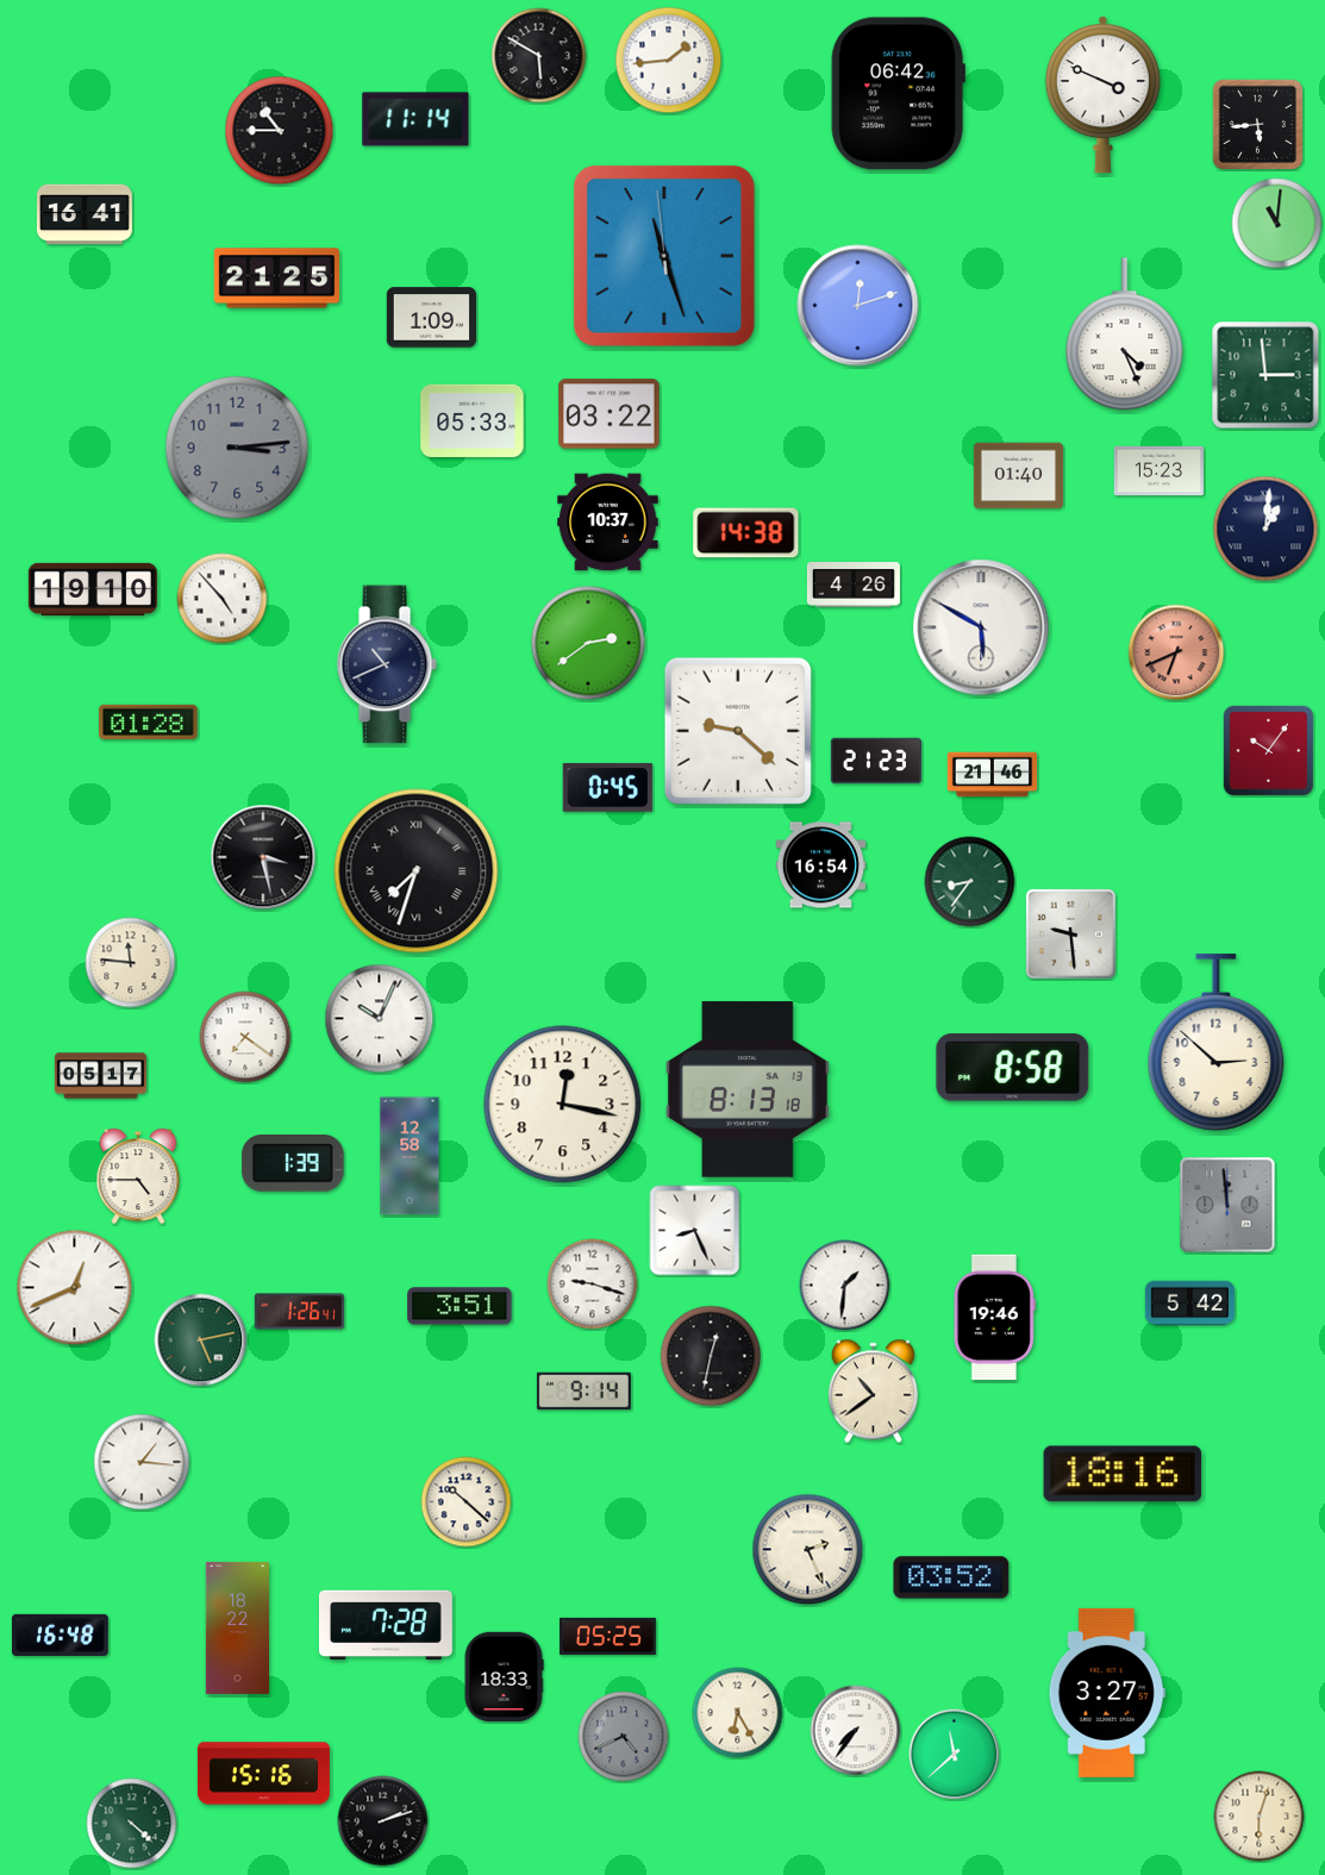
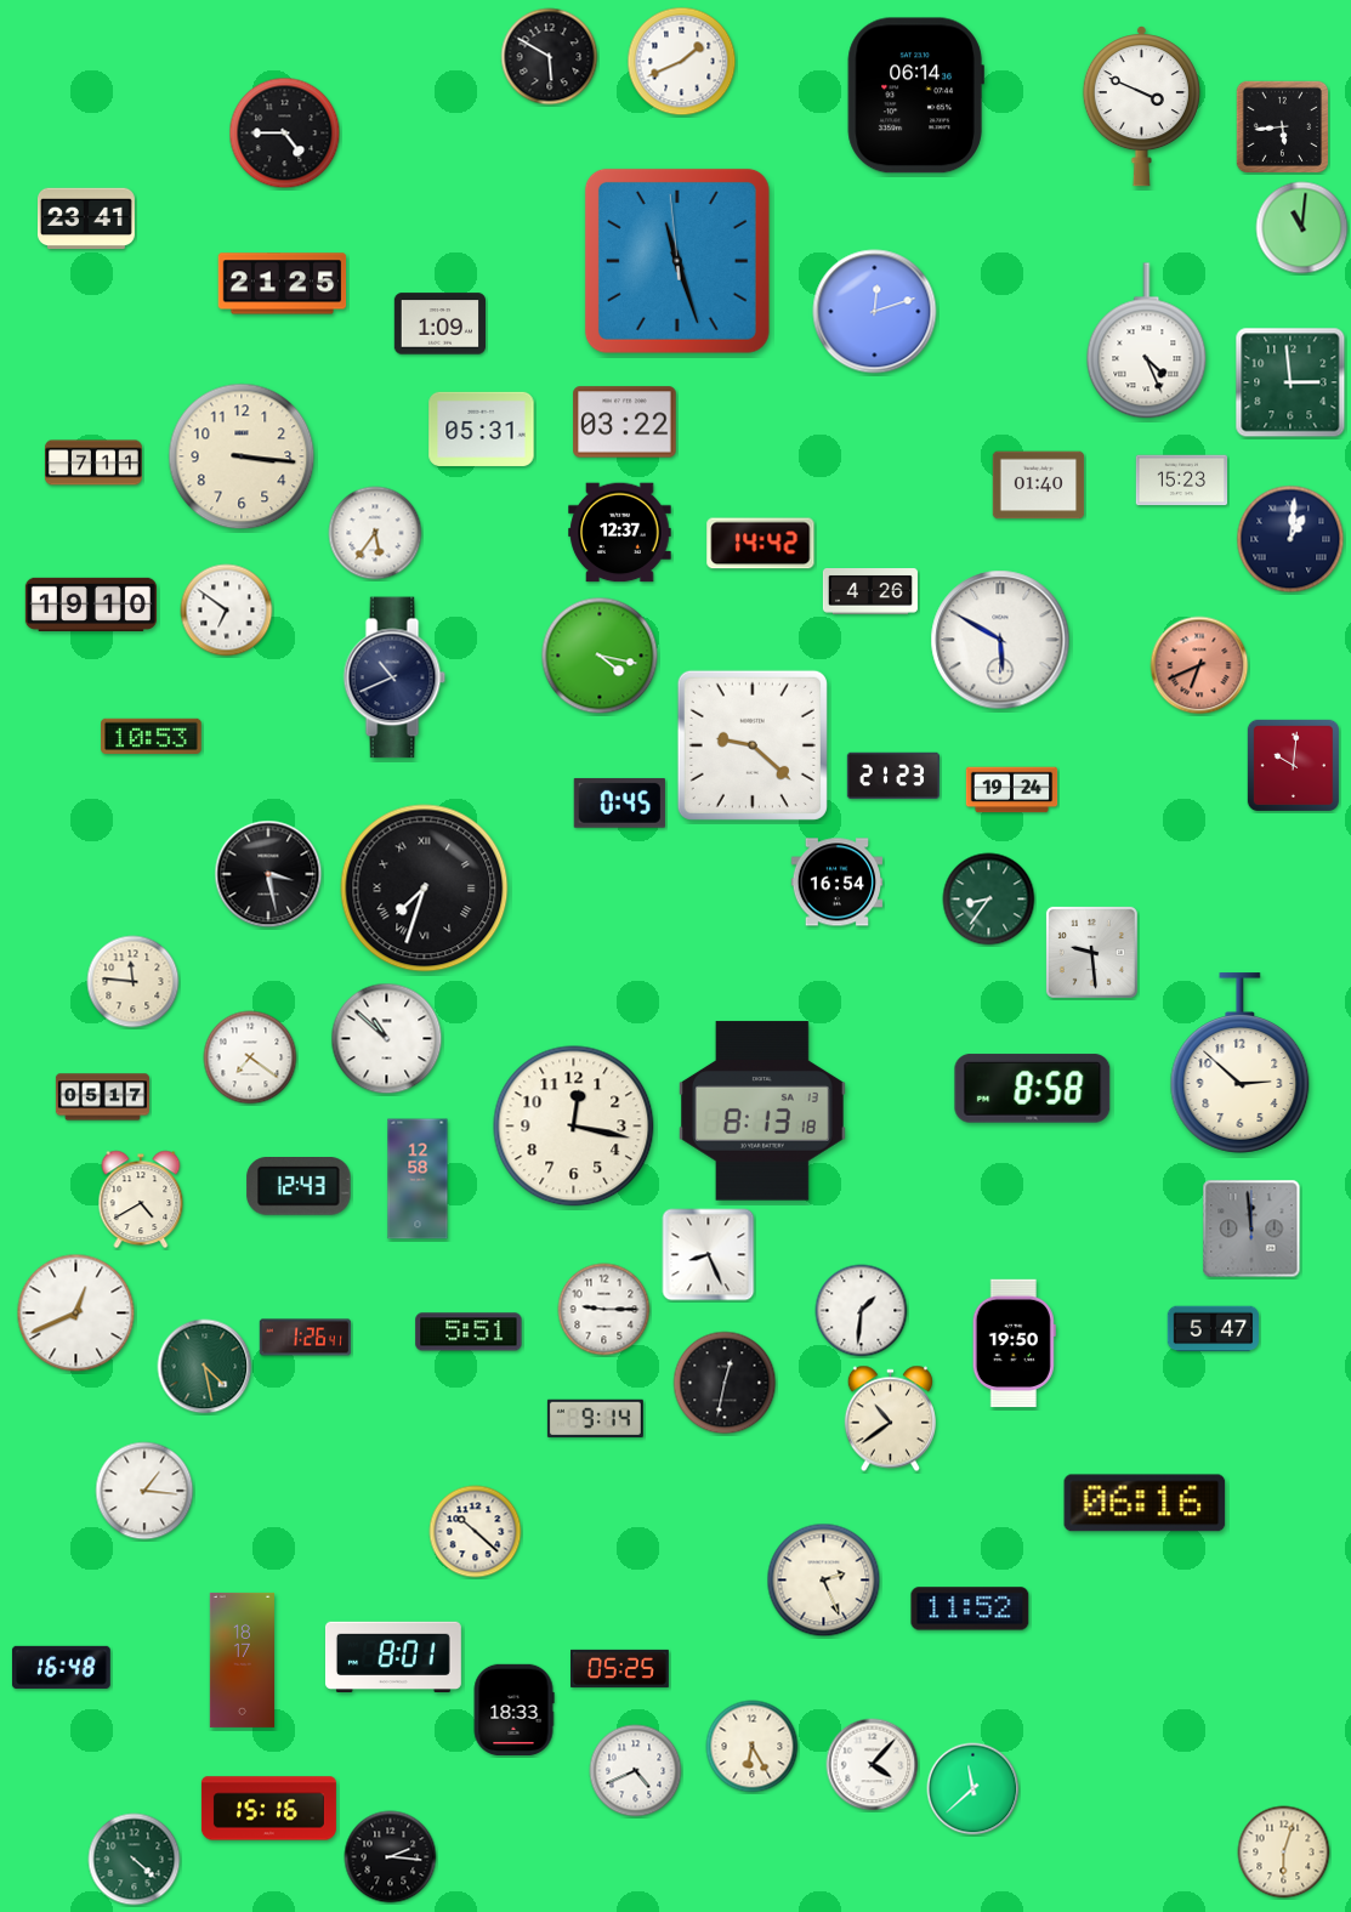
clock at (669, 61): 1:44 -> 1:41
clock at (898, 94): 06:42 -> 06:14
clock at (1102, 95) position: (1102, 95) -> (1141, 107)
clock at (415, 119): 11:14 -> none
clock at (280, 131): 10:45 -> 4:45
clock at (85, 214): 16:41 -> 23:41
clock at (610, 414) position: (610, 414) -> (625, 422)
clock at (473, 420): 05:33 -> 05:31
clock at (237, 448): 3:14 -> 3:16
clock at (237, 448) dial: grey -> cream
clock at (93, 463): none -> 7:11
clock at (375, 533): none -> 5:36
clock at (608, 523): 10:37 -> 12:37
clock at (746, 533): 14:38 -> 14:42
clock at (854, 586) position: (854, 586) -> (870, 592)
clock at (93, 589) position: (93, 589) -> (91, 605)
clock at (223, 599): 4:53 -> 6:51
clock at (588, 643): 2:39 -> 4:17
clock at (149, 721): 01:28 -> 10:53
clock at (1268, 750): 10:06 -> 10:01
clock at (993, 775): 21:46 -> 19:24
clock at (380, 1019): 10:04 -> 10:52
clock at (293, 1164): 1:39 -> 12:43
clock at (138, 1176): 4:45 -> 4:40
clock at (593, 1285): 9:18 -> 9:15
clock at (1190, 1304): 5:42 -> 5:47
clock at (460, 1306): 3:51 -> 5:51
clock at (994, 1318): 19:46 -> 19:50
clock at (201, 1340): 5:13 -> 4:28
clock at (1123, 1474): 18:16 -> 06:16
clock at (951, 1577): 03:52 -> 11:52
clock at (386, 1624): 7:28 -> 8:01
clock at (237, 1627): 18:22 -> 18:17
clock at (1107, 1693): 3:27 -> none
clock at (856, 1731): 7:36 -> 4:07
clock at (624, 1737) dial: grey -> white
clock at (383, 1821): 2:12 -> 2:16
